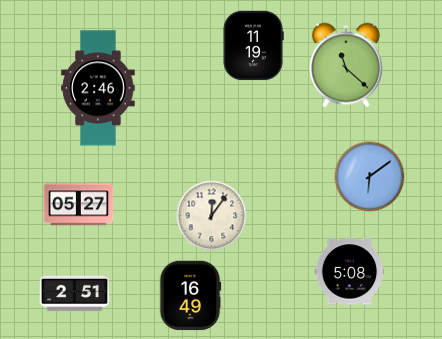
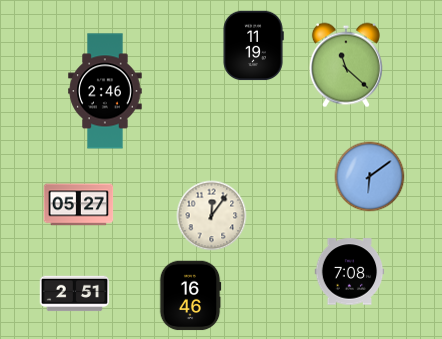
clock at (98, 88) position: (98, 88) -> (105, 91)
clock at (350, 272): 5:08 -> 7:08
clock at (190, 296): 16:49 -> 16:46
